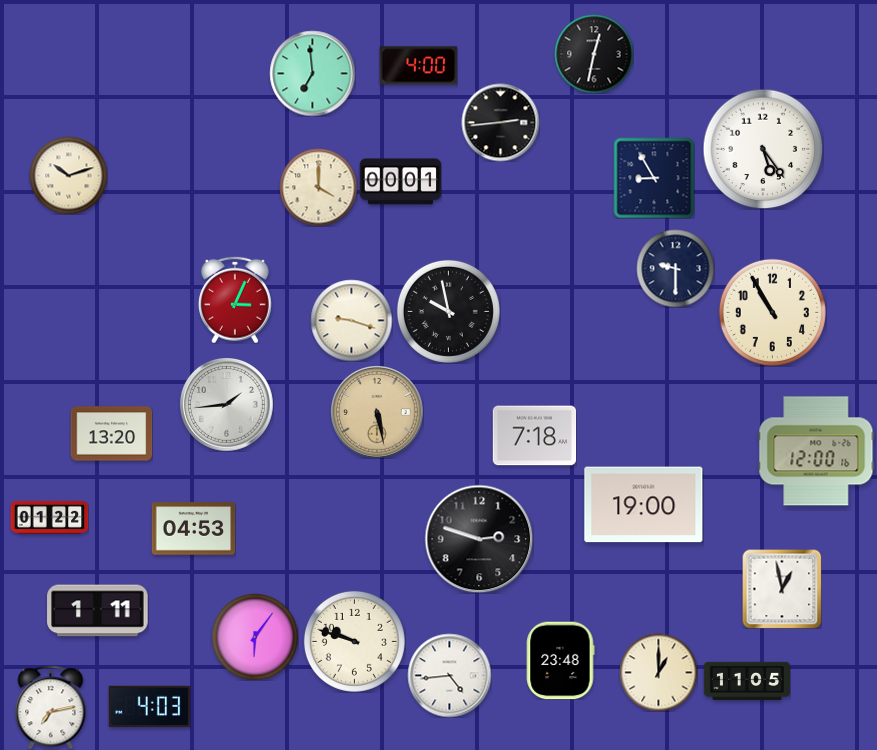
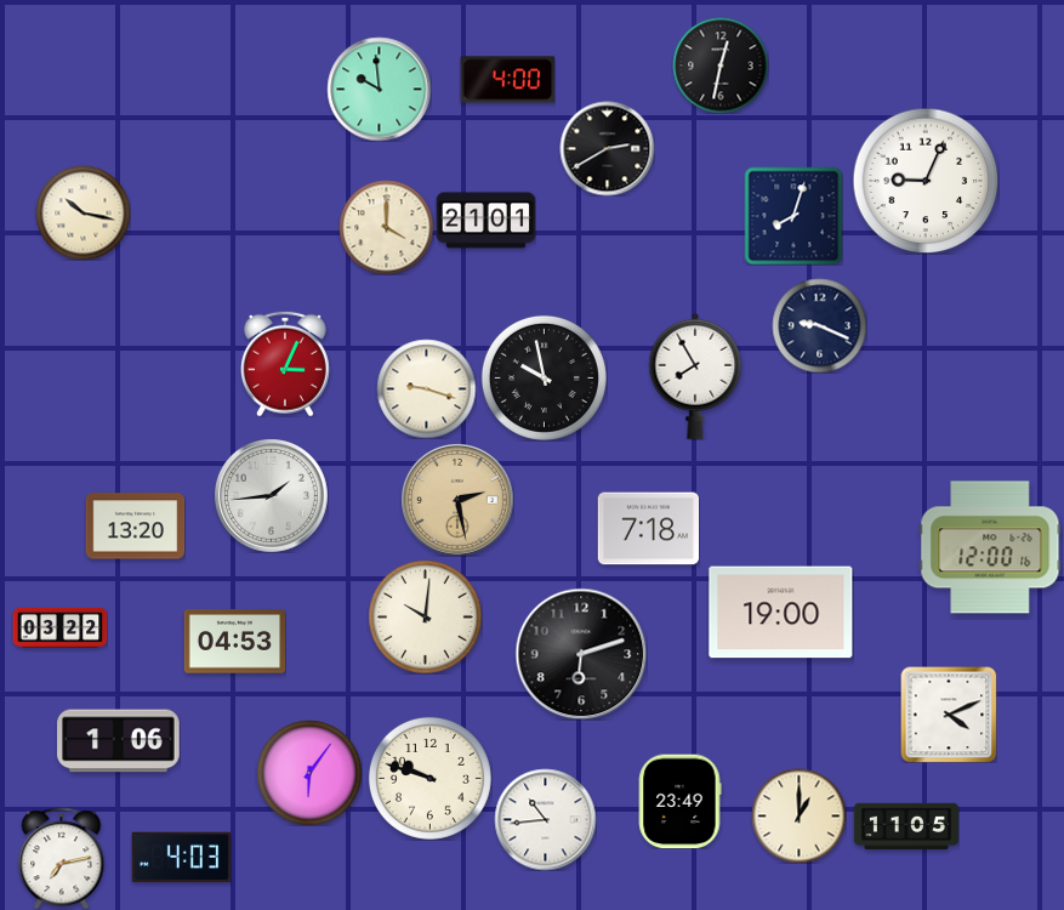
clock at (312, 73): 6:59 -> 9:59
clock at (500, 122): 2:44 -> 2:40
clock at (763, 149): 5:24 -> 9:04
clock at (68, 175): 10:12 -> 10:17
clock at (654, 178): 8:55 -> 8:03
clock at (400, 182): 00:01 -> 21:01
clock at (675, 268): 9:30 -> 9:19
clock at (695, 376): none -> 7:55
clock at (772, 312): 10:55 -> none
clock at (227, 405) position: (227, 405) -> (272, 496)
clock at (377, 412): 5:28 -> 2:28
clock at (425, 616): none -> 10:01
clock at (49, 517): 01:22 -> 03:22
clock at (479, 539): 2:48 -> 6:12
clock at (782, 589): 12:58 -> 4:11
clock at (98, 611): 1:11 -> 1:06
clock at (560, 660): 23:48 -> 23:49
clock at (449, 675): 4:44 -> 10:44
